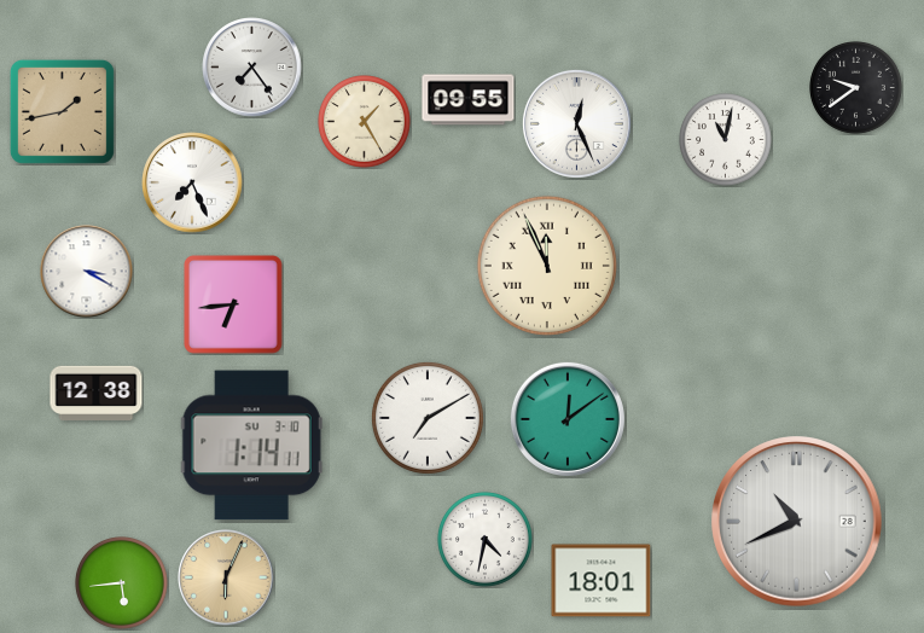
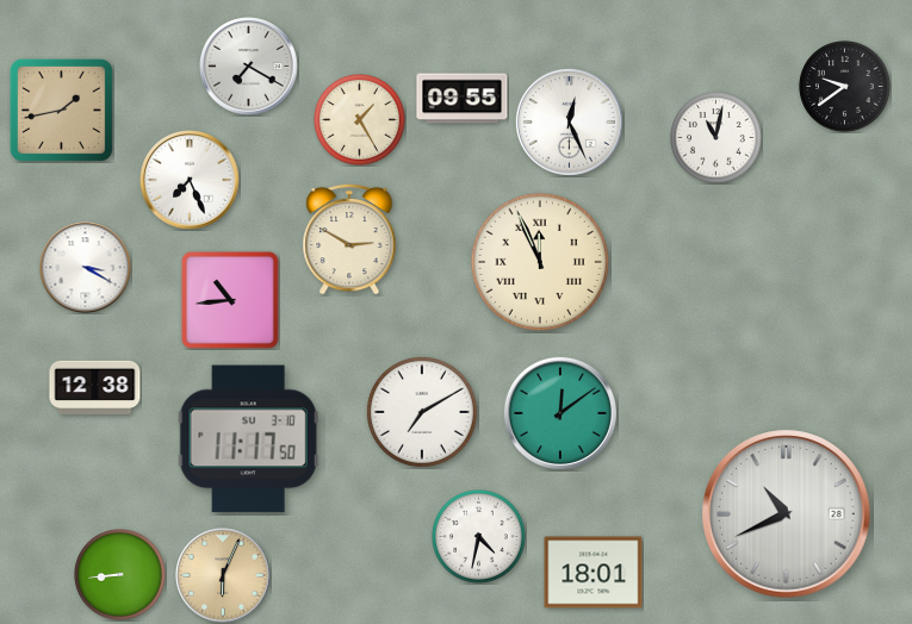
clock at (252, 68): 7:24 -> 7:20
clock at (349, 239): none -> 2:50
clock at (234, 306): 6:44 -> 10:44
clock at (251, 446): 1:14 -> 11:17
clock at (486, 540) position: (486, 540) -> (479, 537)
clock at (226, 577) position: (226, 577) -> (223, 575)
clock at (122, 583): 5:44 -> 8:44
